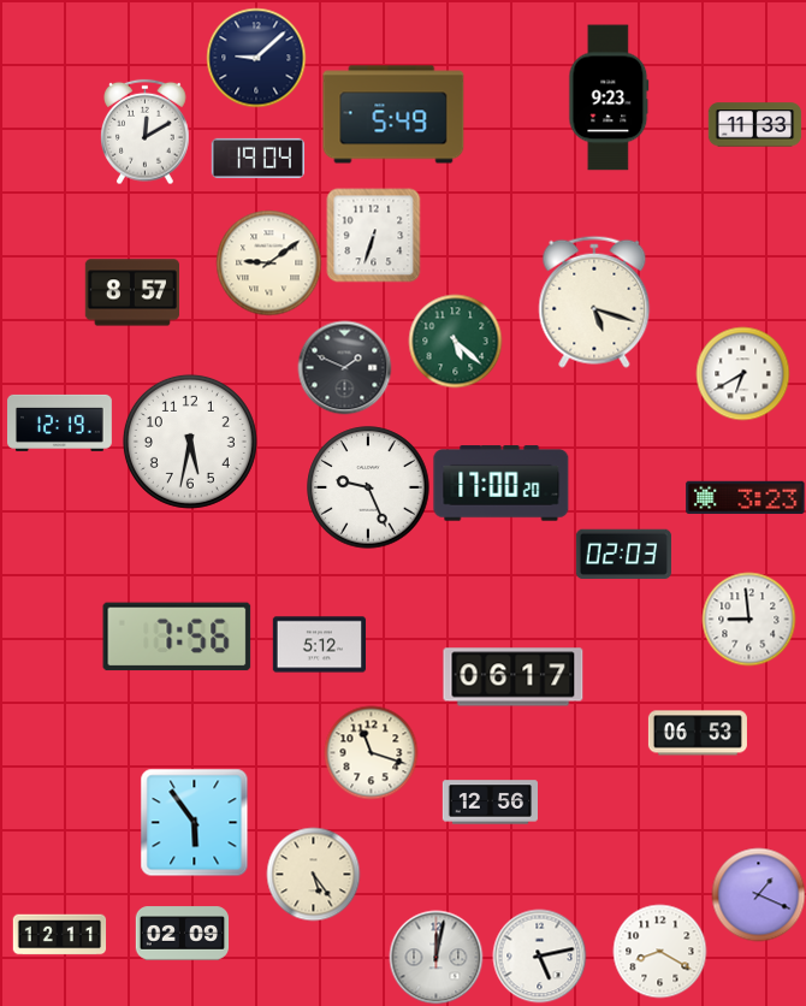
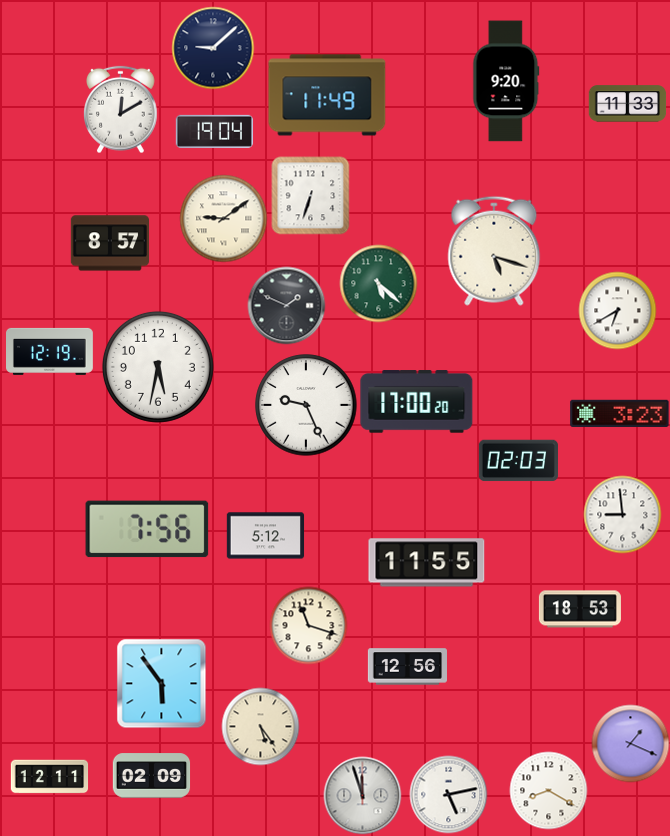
clock at (609, 97): 9:23 -> 9:20
clock at (393, 114): 5:49 -> 11:49
clock at (514, 677): 06:17 -> 11:55
clock at (698, 733): 06:53 -> 18:53
clock at (435, 957): 12:02 -> 11:57
